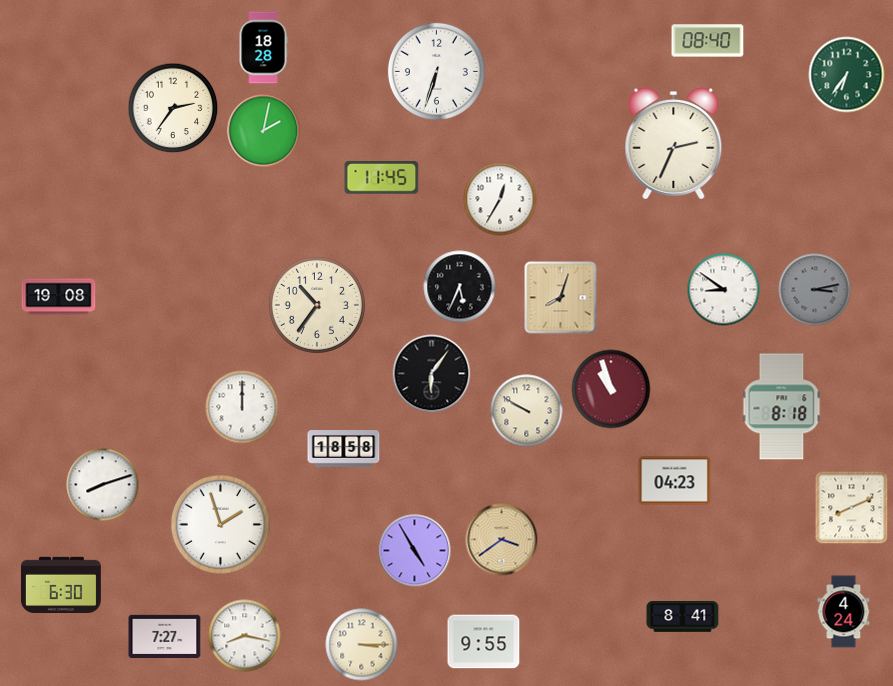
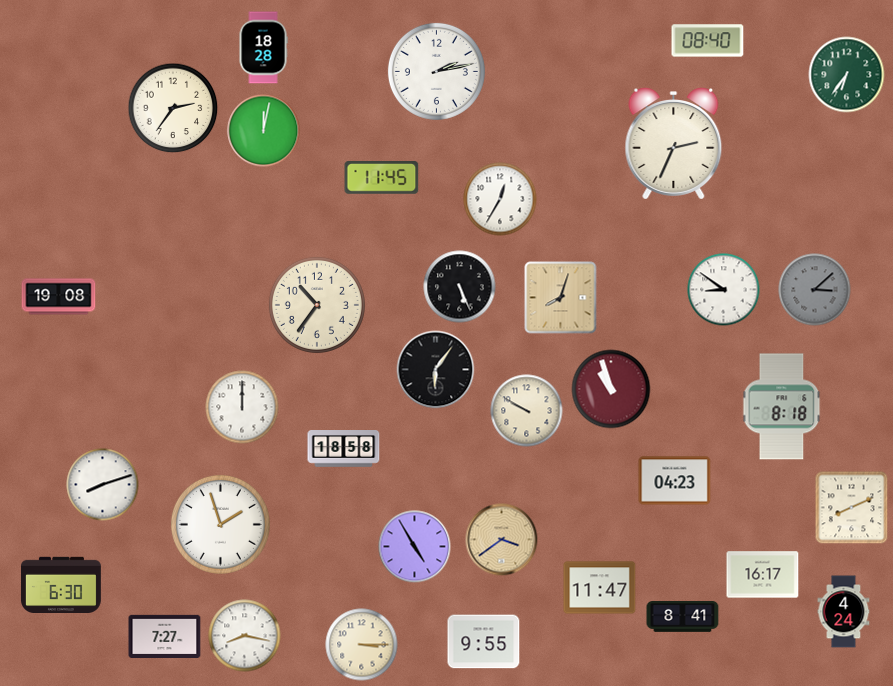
clock at (436, 71): 6:33 -> 2:13
clock at (264, 131): 2:02 -> 12:02
clock at (460, 287): 5:34 -> 5:26
clock at (815, 290): 3:13 -> 3:08
clock at (432, 374) position: (432, 374) -> (436, 370)
clock at (415, 551) position: (415, 551) -> (415, 547)
clock at (763, 575): none -> 16:17
clock at (600, 588): none -> 11:47
